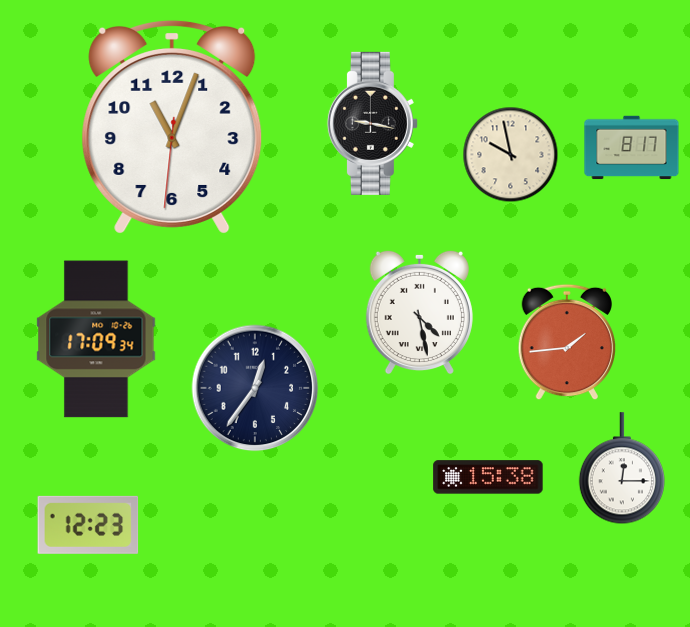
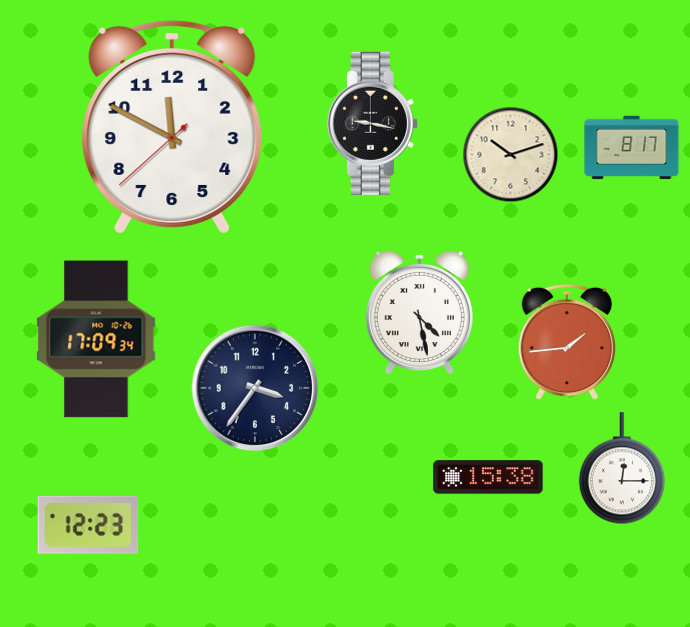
clock at (172, 127): 11:03 -> 11:49
clock at (511, 155): 9:58 -> 10:12
clock at (255, 388): 12:36 -> 3:36
